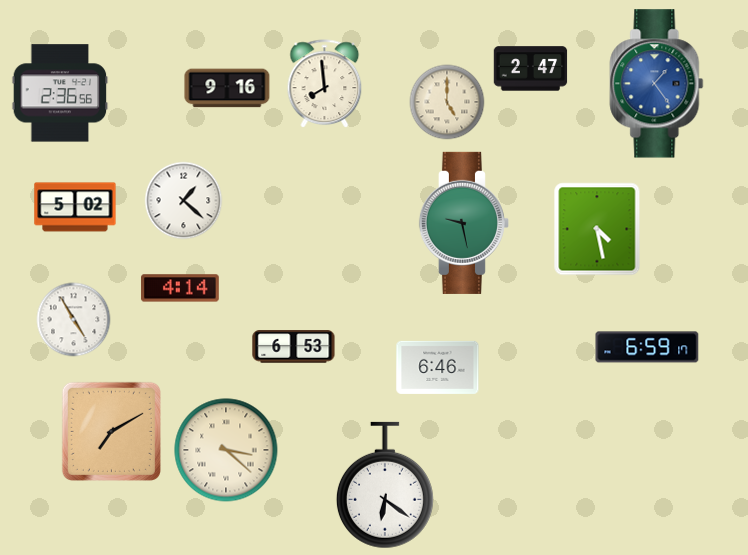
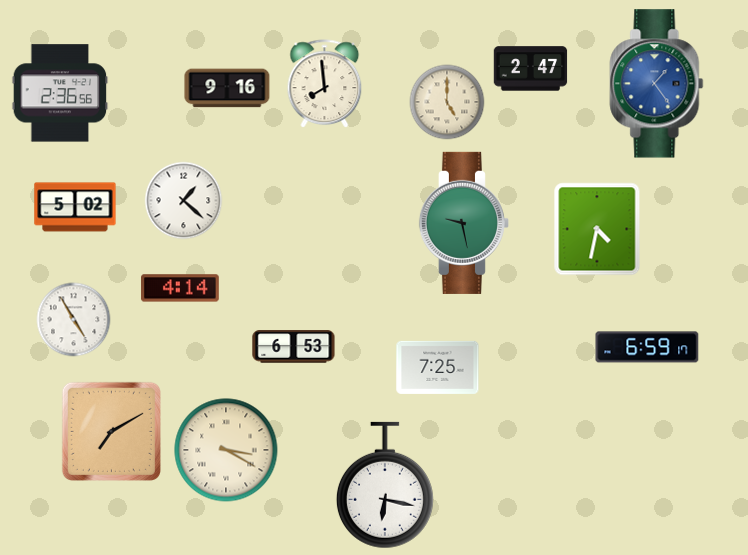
clock at (597, 229): 4:28 -> 4:32
clock at (438, 367): 6:46 -> 7:25
clock at (226, 450): 3:22 -> 3:20
clock at (385, 485): 6:21 -> 6:17
